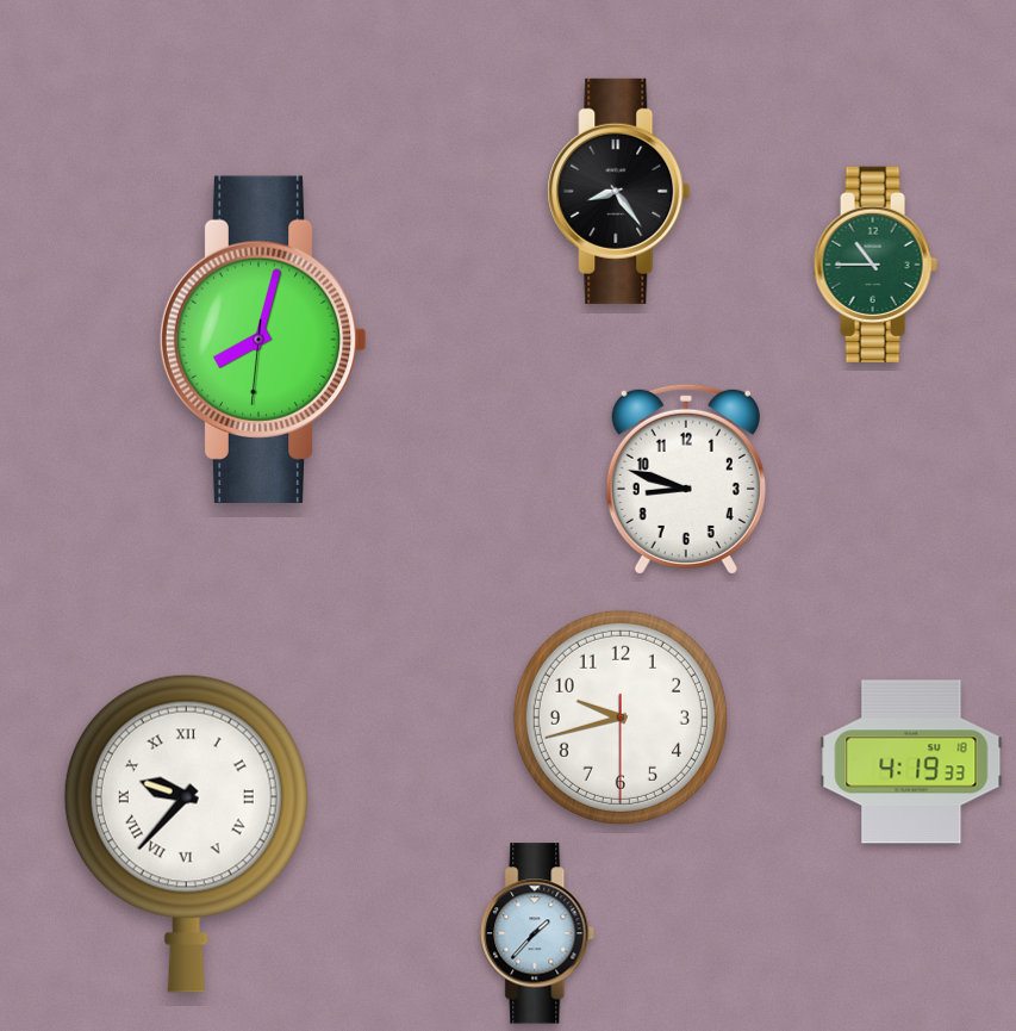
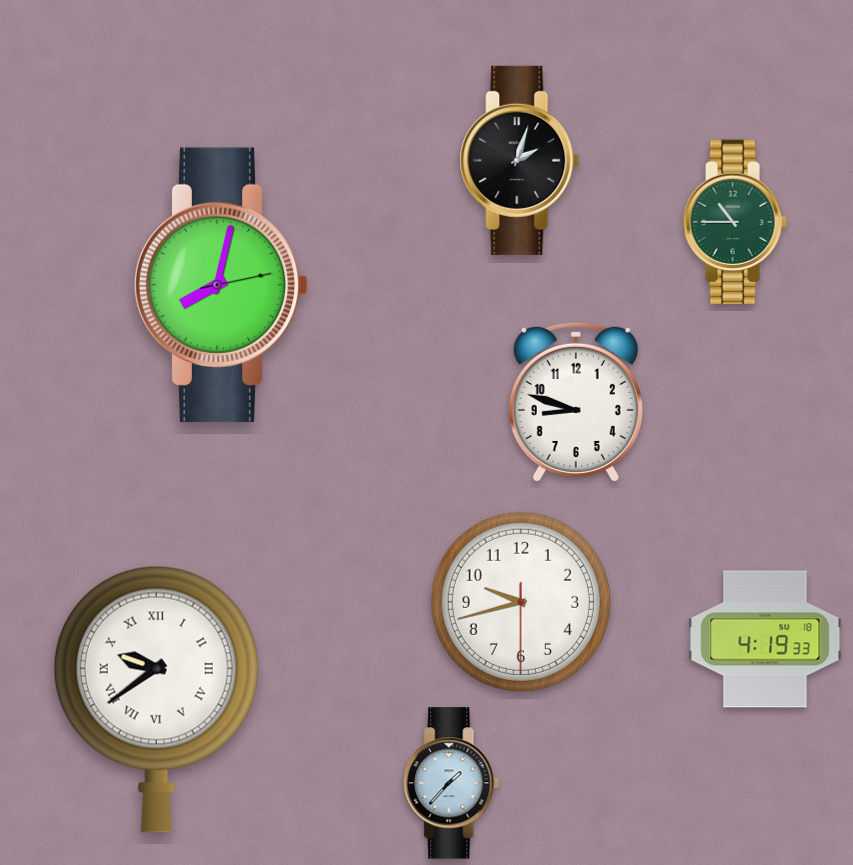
clock at (619, 191): 8:24 -> 2:03
clock at (263, 340): 8:02:31 -> 8:02:13
clock at (186, 833): 9:37 -> 9:39
